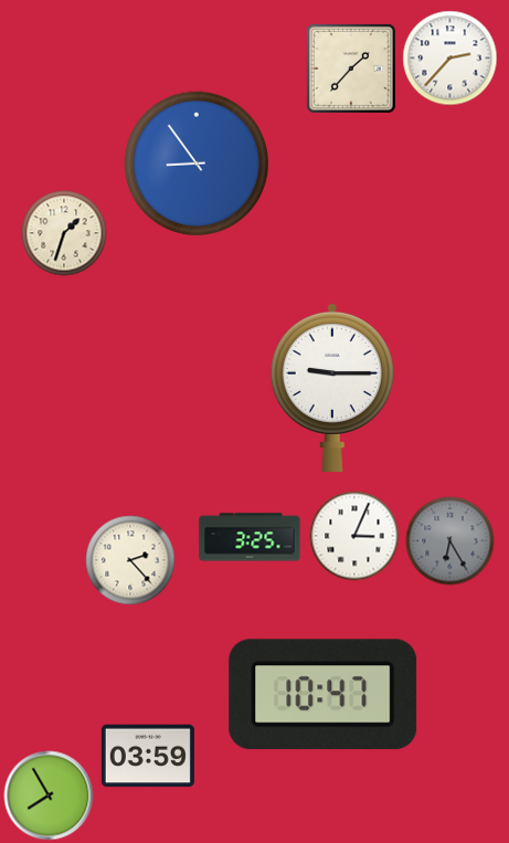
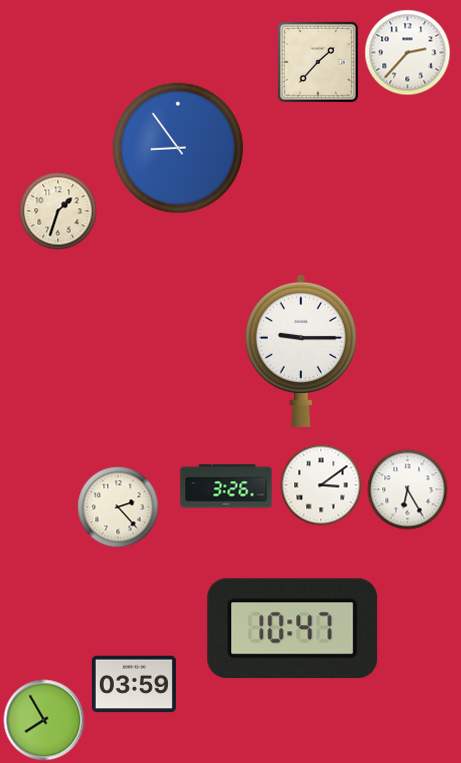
clock at (354, 536): 3:04 -> 3:09
clock at (250, 537): 3:25 -> 3:26
clock at (450, 541) dial: grey -> white
